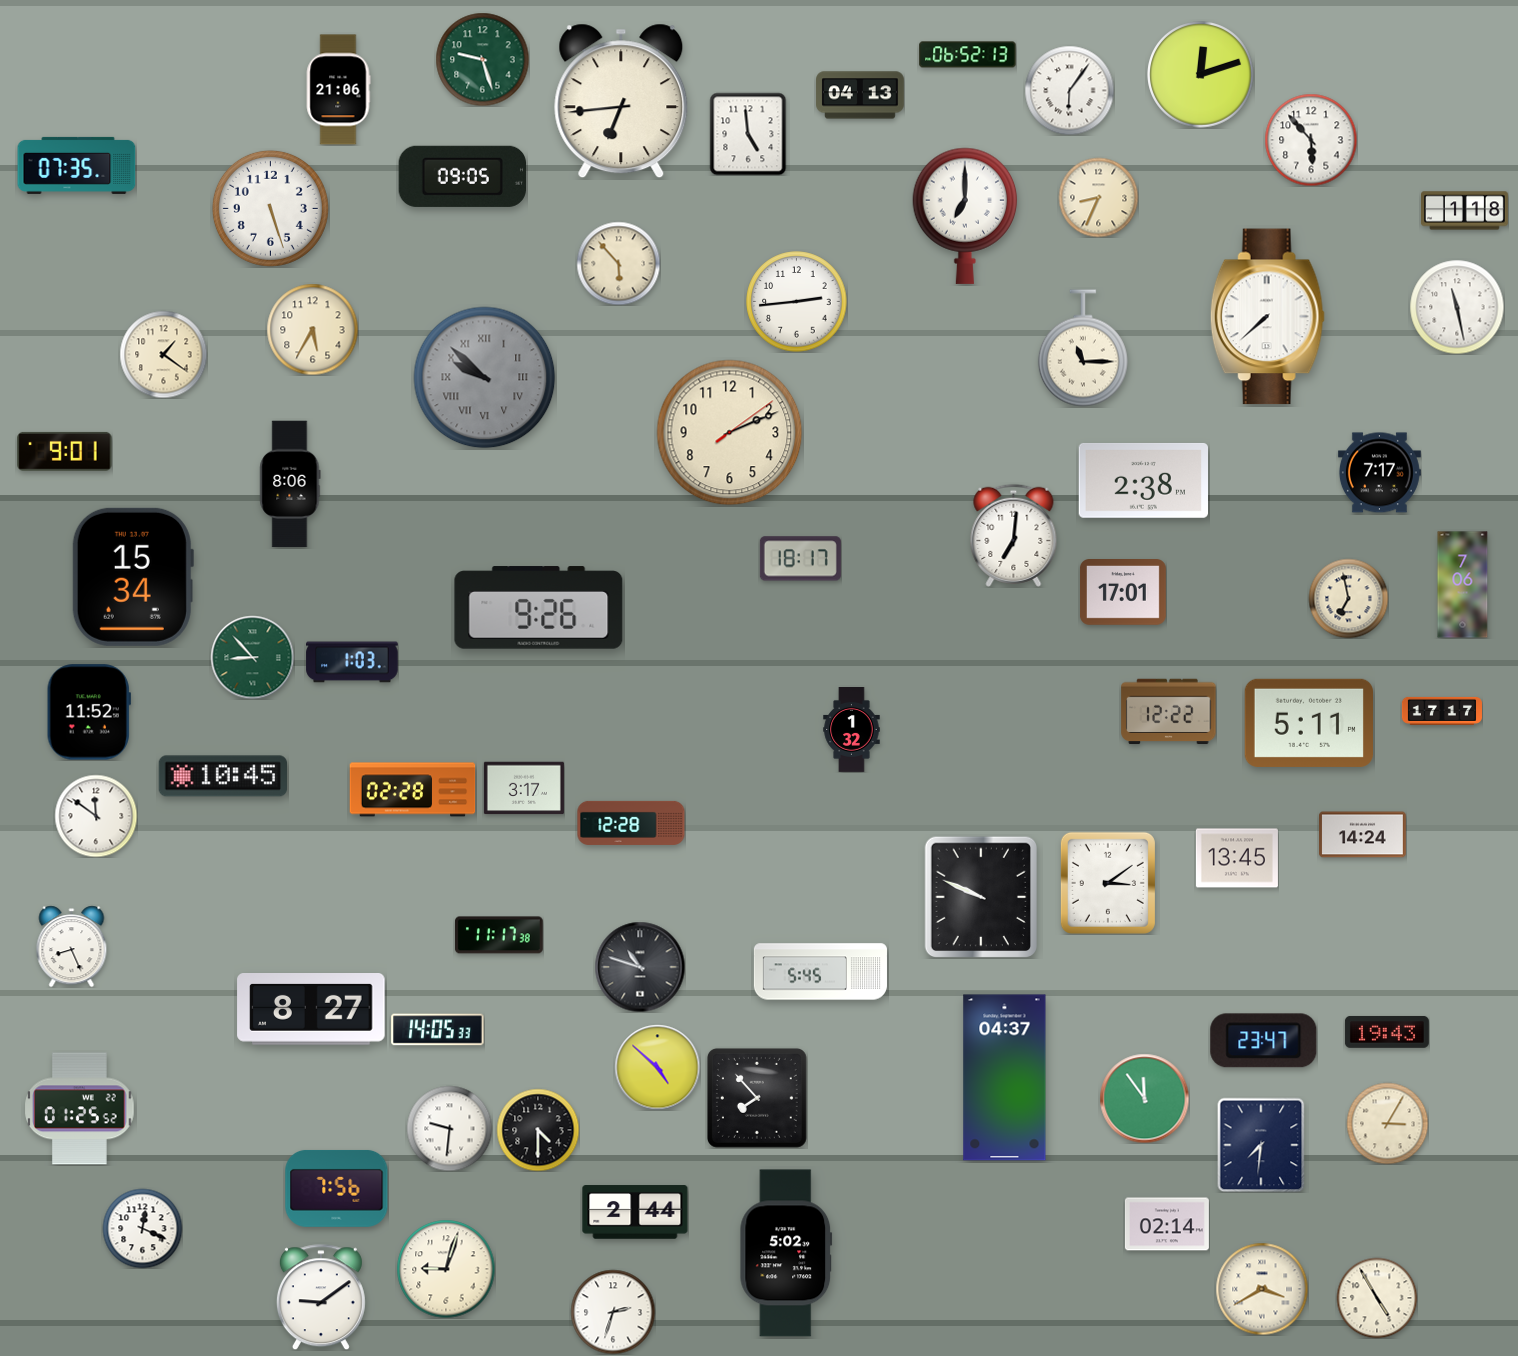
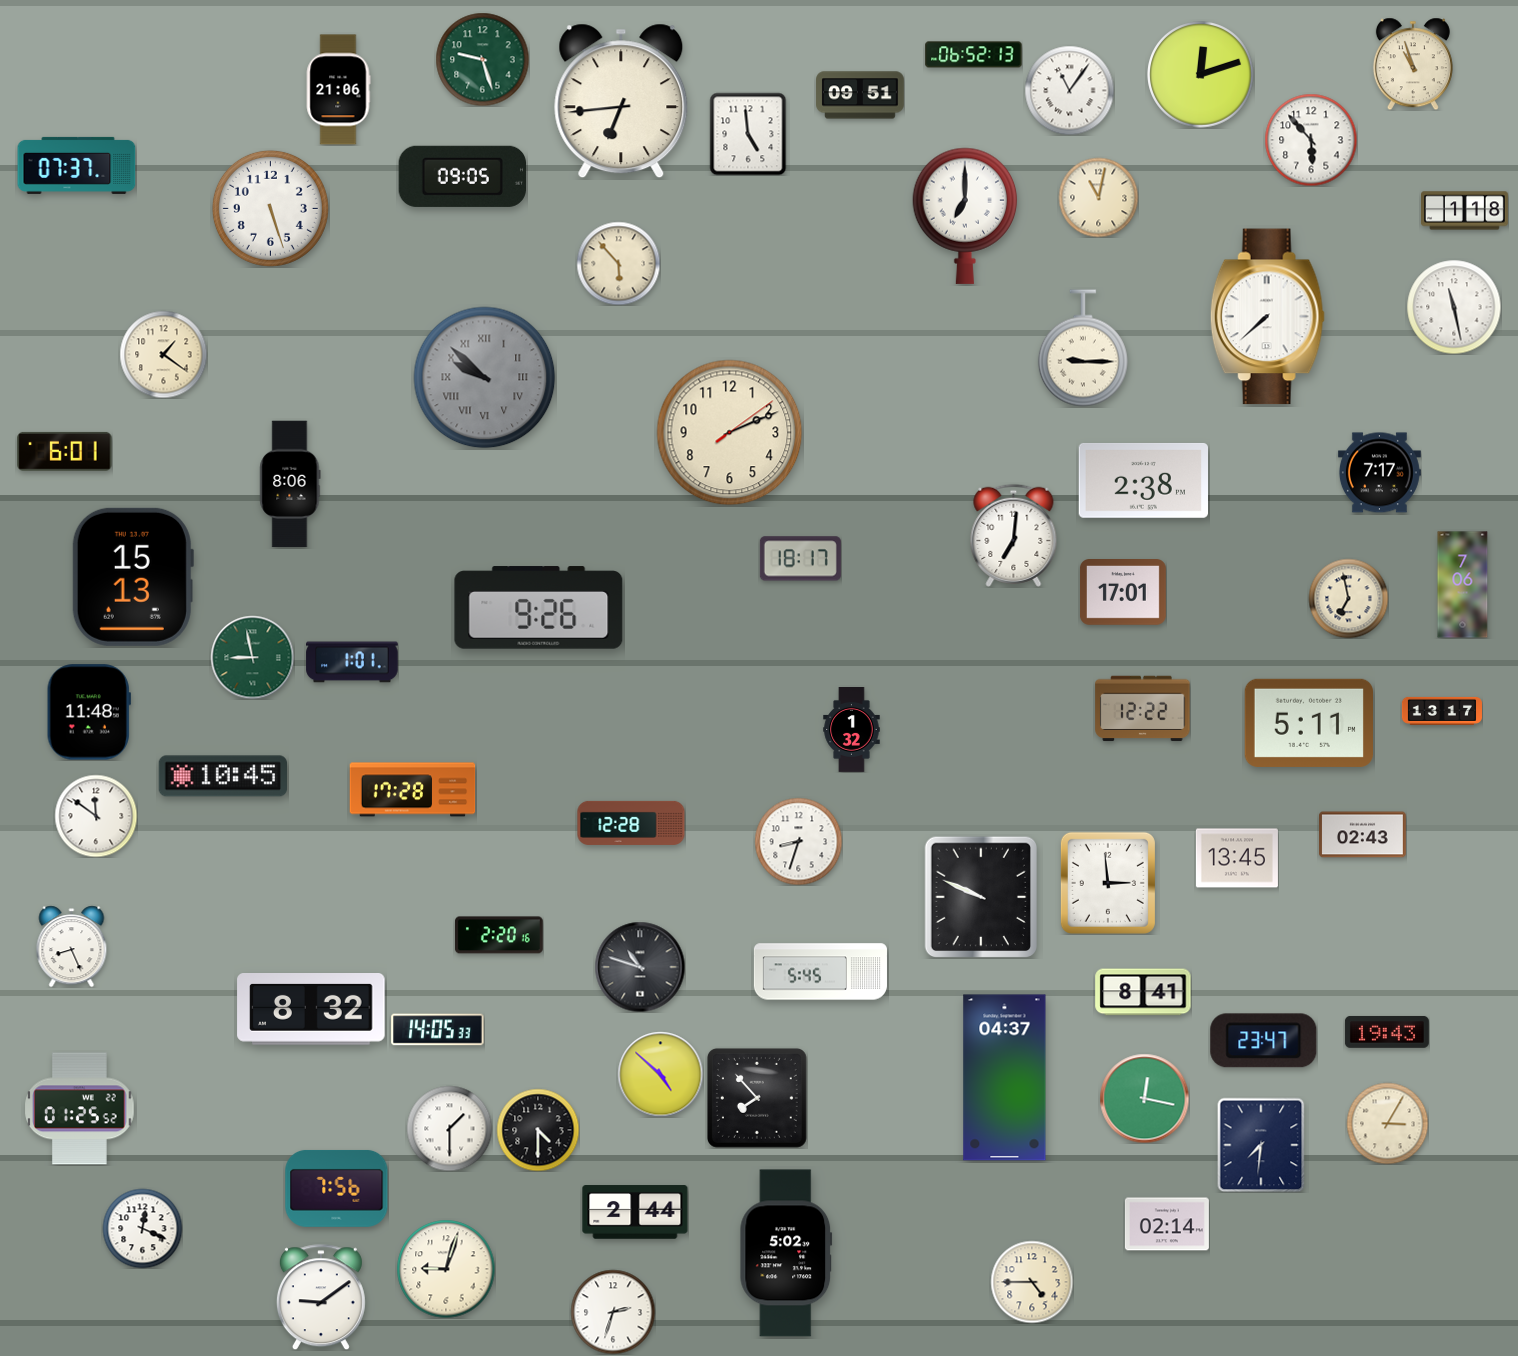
clock at (968, 55) position: (968, 55) -> (974, 55)
clock at (1413, 64): none -> 10:57
clock at (1069, 90): 6:06 -> 11:06
clock at (860, 95): 04:13 -> 09:51
clock at (77, 165): 07:35 -> 07:37
clock at (1098, 197): 8:34 -> 11:02
clock at (797, 302): 2:44 -> none
clock at (1457, 307) position: (1457, 307) -> (1454, 307)
clock at (312, 329): 5:35 -> none
clock at (1083, 348): 11:15 -> 9:15
clock at (65, 451): 9:01 -> 6:01
clock at (133, 577): 15:34 -> 15:13
clock at (252, 657): 8:53 -> 8:58
clock at (352, 662): 1:03 -> 1:01
clock at (1442, 711): 17:17 -> 13:17
clock at (89, 712): 11:52 -> 11:48
clock at (1169, 712) position: (1169, 712) -> (1143, 709)
clock at (524, 788): 3:17 -> none
clock at (413, 790): 02:28 -> 17:28
clock at (1363, 835): 14:24 -> 02:43
clock at (798, 841): none -> 8:33
clock at (1108, 883): 3:09 -> 2:59
clock at (499, 935): 11:17 -> 2:20
clock at (1143, 992): none -> 8:41
clock at (311, 1010): 8:27 -> 8:32
clock at (657, 1067) position: (657, 1067) -> (660, 1074)
clock at (1144, 1098): 11:54 -> 12:17
clock at (449, 1128): 9:31 -> 1:30
clock at (1032, 1282): none -> 4:45
clock at (1262, 1289): 3:40 -> none
clock at (1377, 1298): 4:55 -> none
